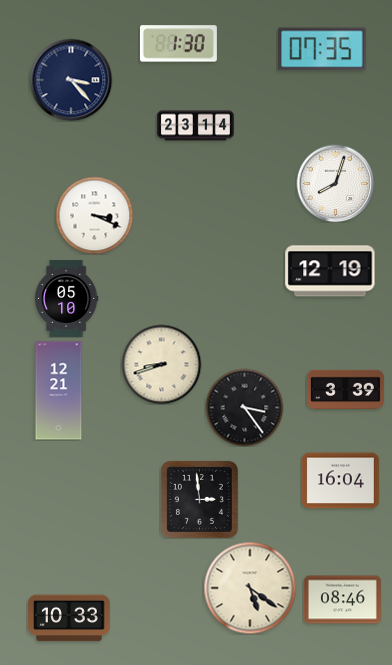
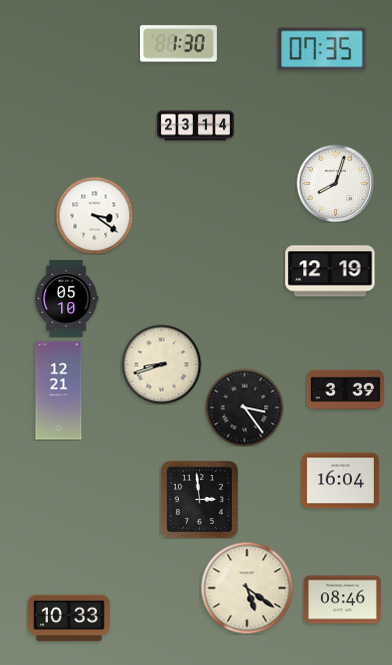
clock at (71, 80): 3:23 -> none
clock at (94, 215): 3:19 -> 3:21
clock at (250, 588) position: (250, 588) -> (247, 588)
